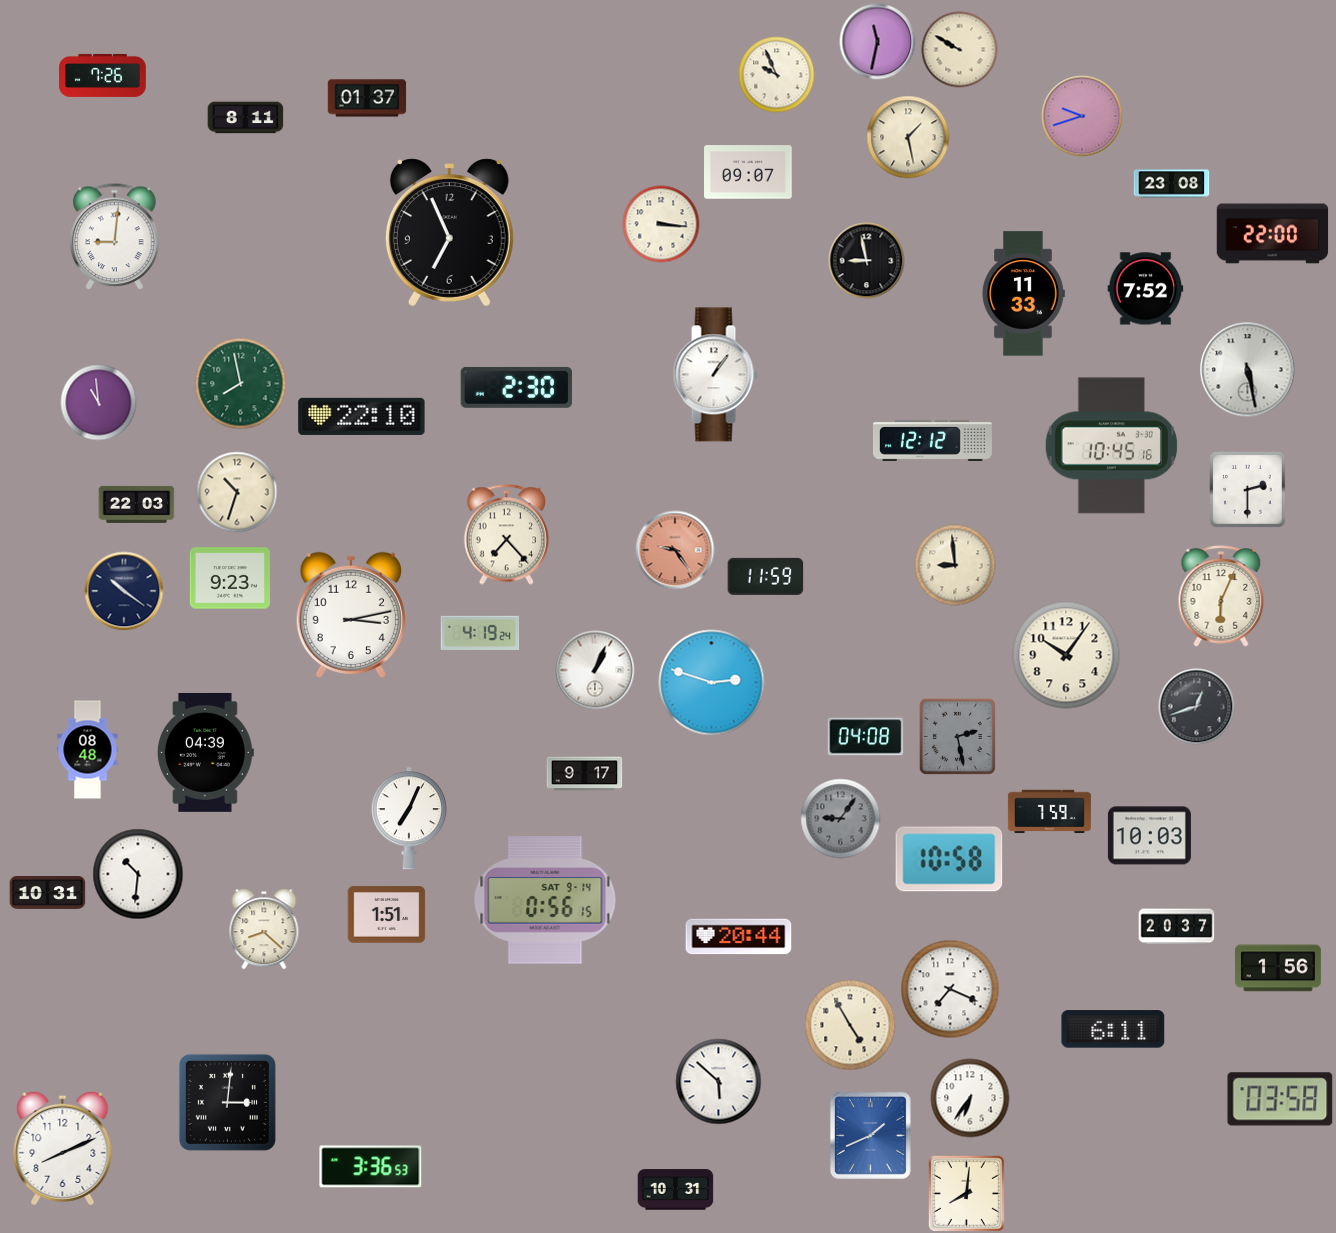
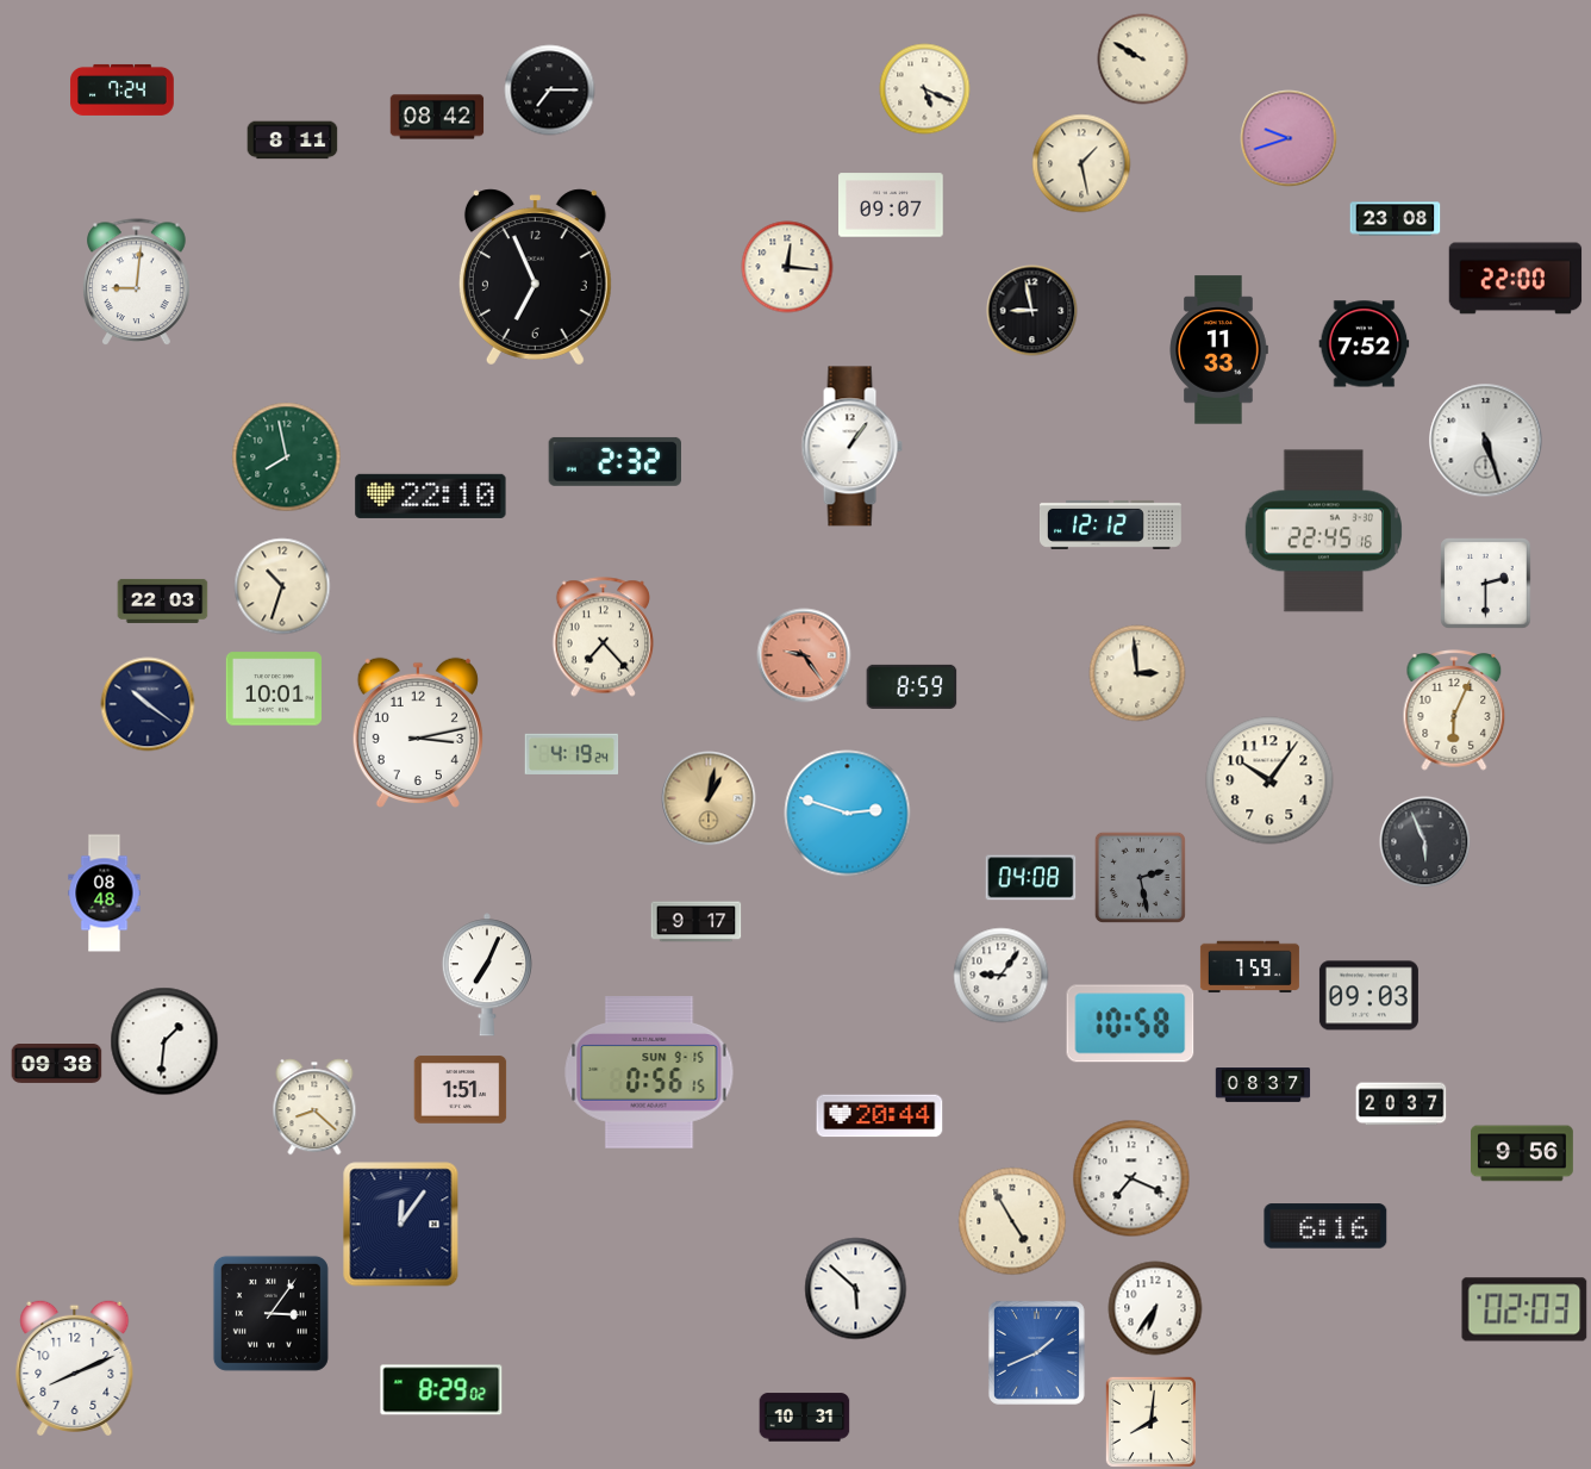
clock at (878, 42): 11:32 -> none
clock at (103, 75): 7:26 -> 7:24
clock at (777, 75): 9:56 -> 5:19
clock at (550, 91): none -> 7:15
clock at (367, 98): 01:37 -> 08:42
clock at (661, 224): 3:16 -> 12:16
clock at (1248, 370): 5:28 -> 5:27
clock at (516, 387): 2:30 -> 2:32
clock at (99, 403): 10:59 -> none
clock at (1111, 446): 10:45 -> 22:45
clock at (955, 565): 8:59 -> 2:59
clock at (766, 576): 11:59 -> 8:59
clock at (229, 578): 9:23 -> 10:01
clock at (595, 670): 1:04 -> 1:02
clock at (595, 670) dial: white -> champagne
clock at (1197, 707): 12:42 -> 5:56
clock at (205, 752): 04:39 -> none
clock at (841, 819) dial: grey -> white
clock at (1149, 836): 10:03 -> 09:03
clock at (138, 874): 10:31 -> 1:31
clock at (48, 893): 10:31 -> 09:38
clock at (545, 900) date: SAT 9-14 -> SUN 9-15
clock at (1264, 1085): none -> 08:37
clock at (1279, 968): 1:56 -> 9:56
clock at (401, 1225): none -> 12:06
clock at (1113, 1029): 6:11 -> 6:16
clock at (1280, 1099): 03:58 -> 02:03
clock at (227, 1102): 3:01 -> 3:06
clock at (371, 1167): 3:36 -> 8:29
